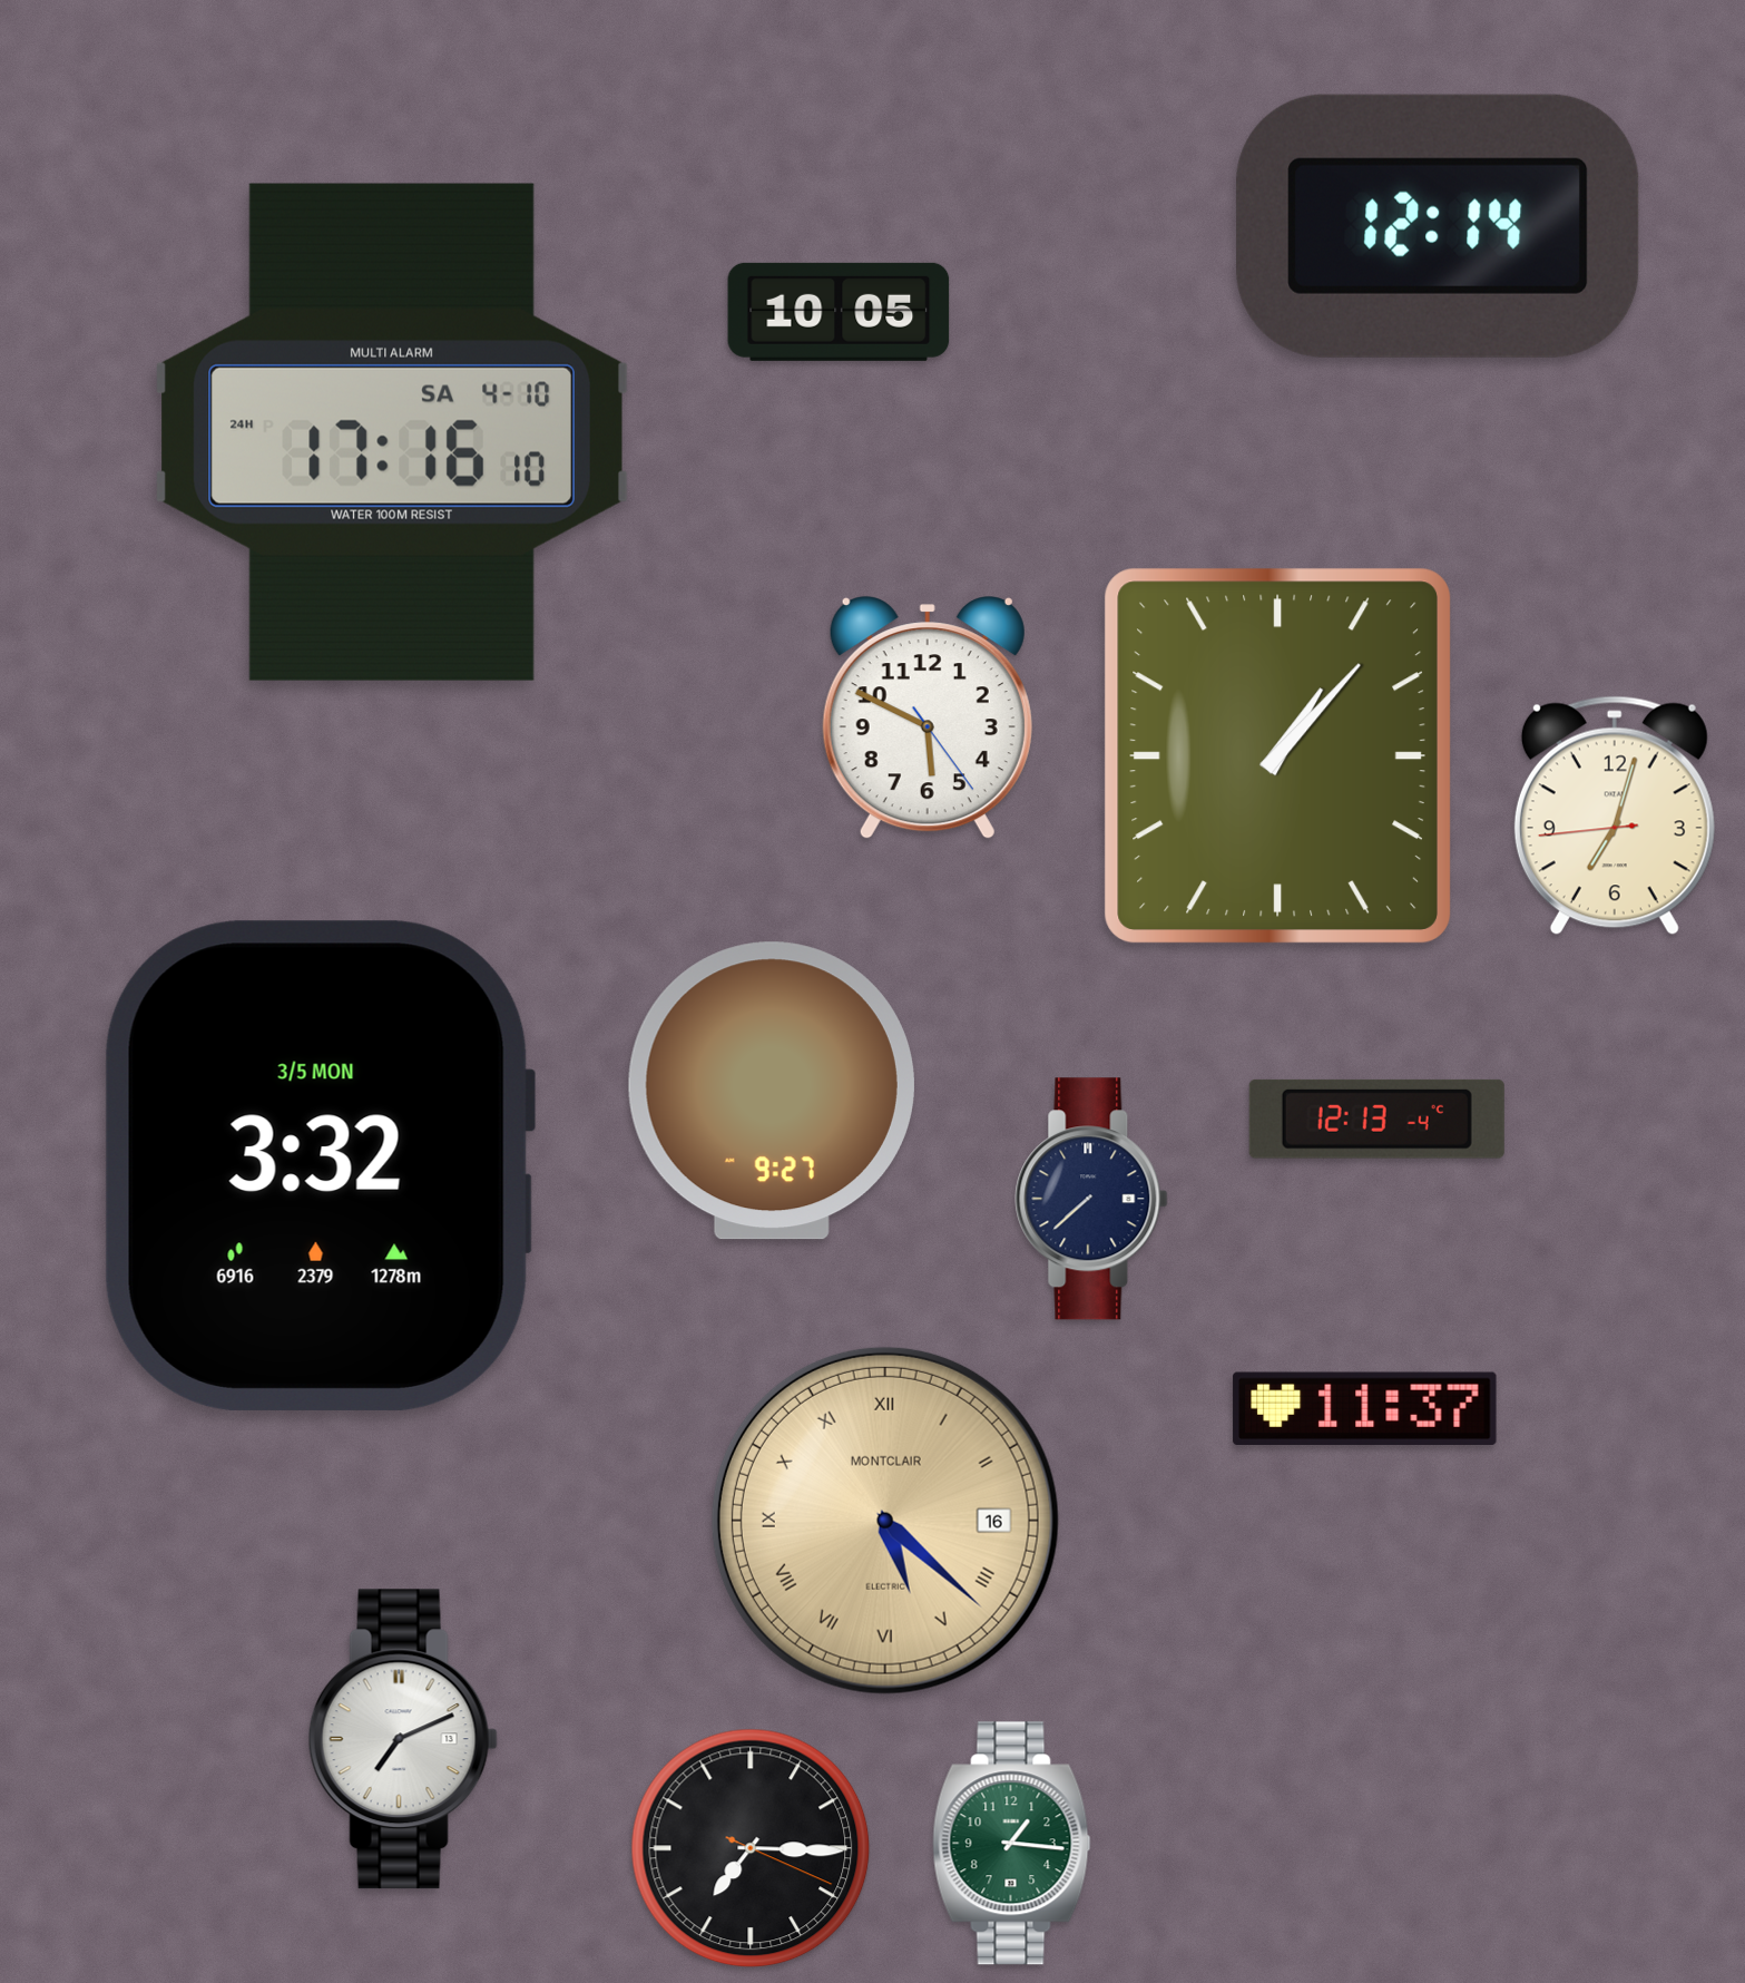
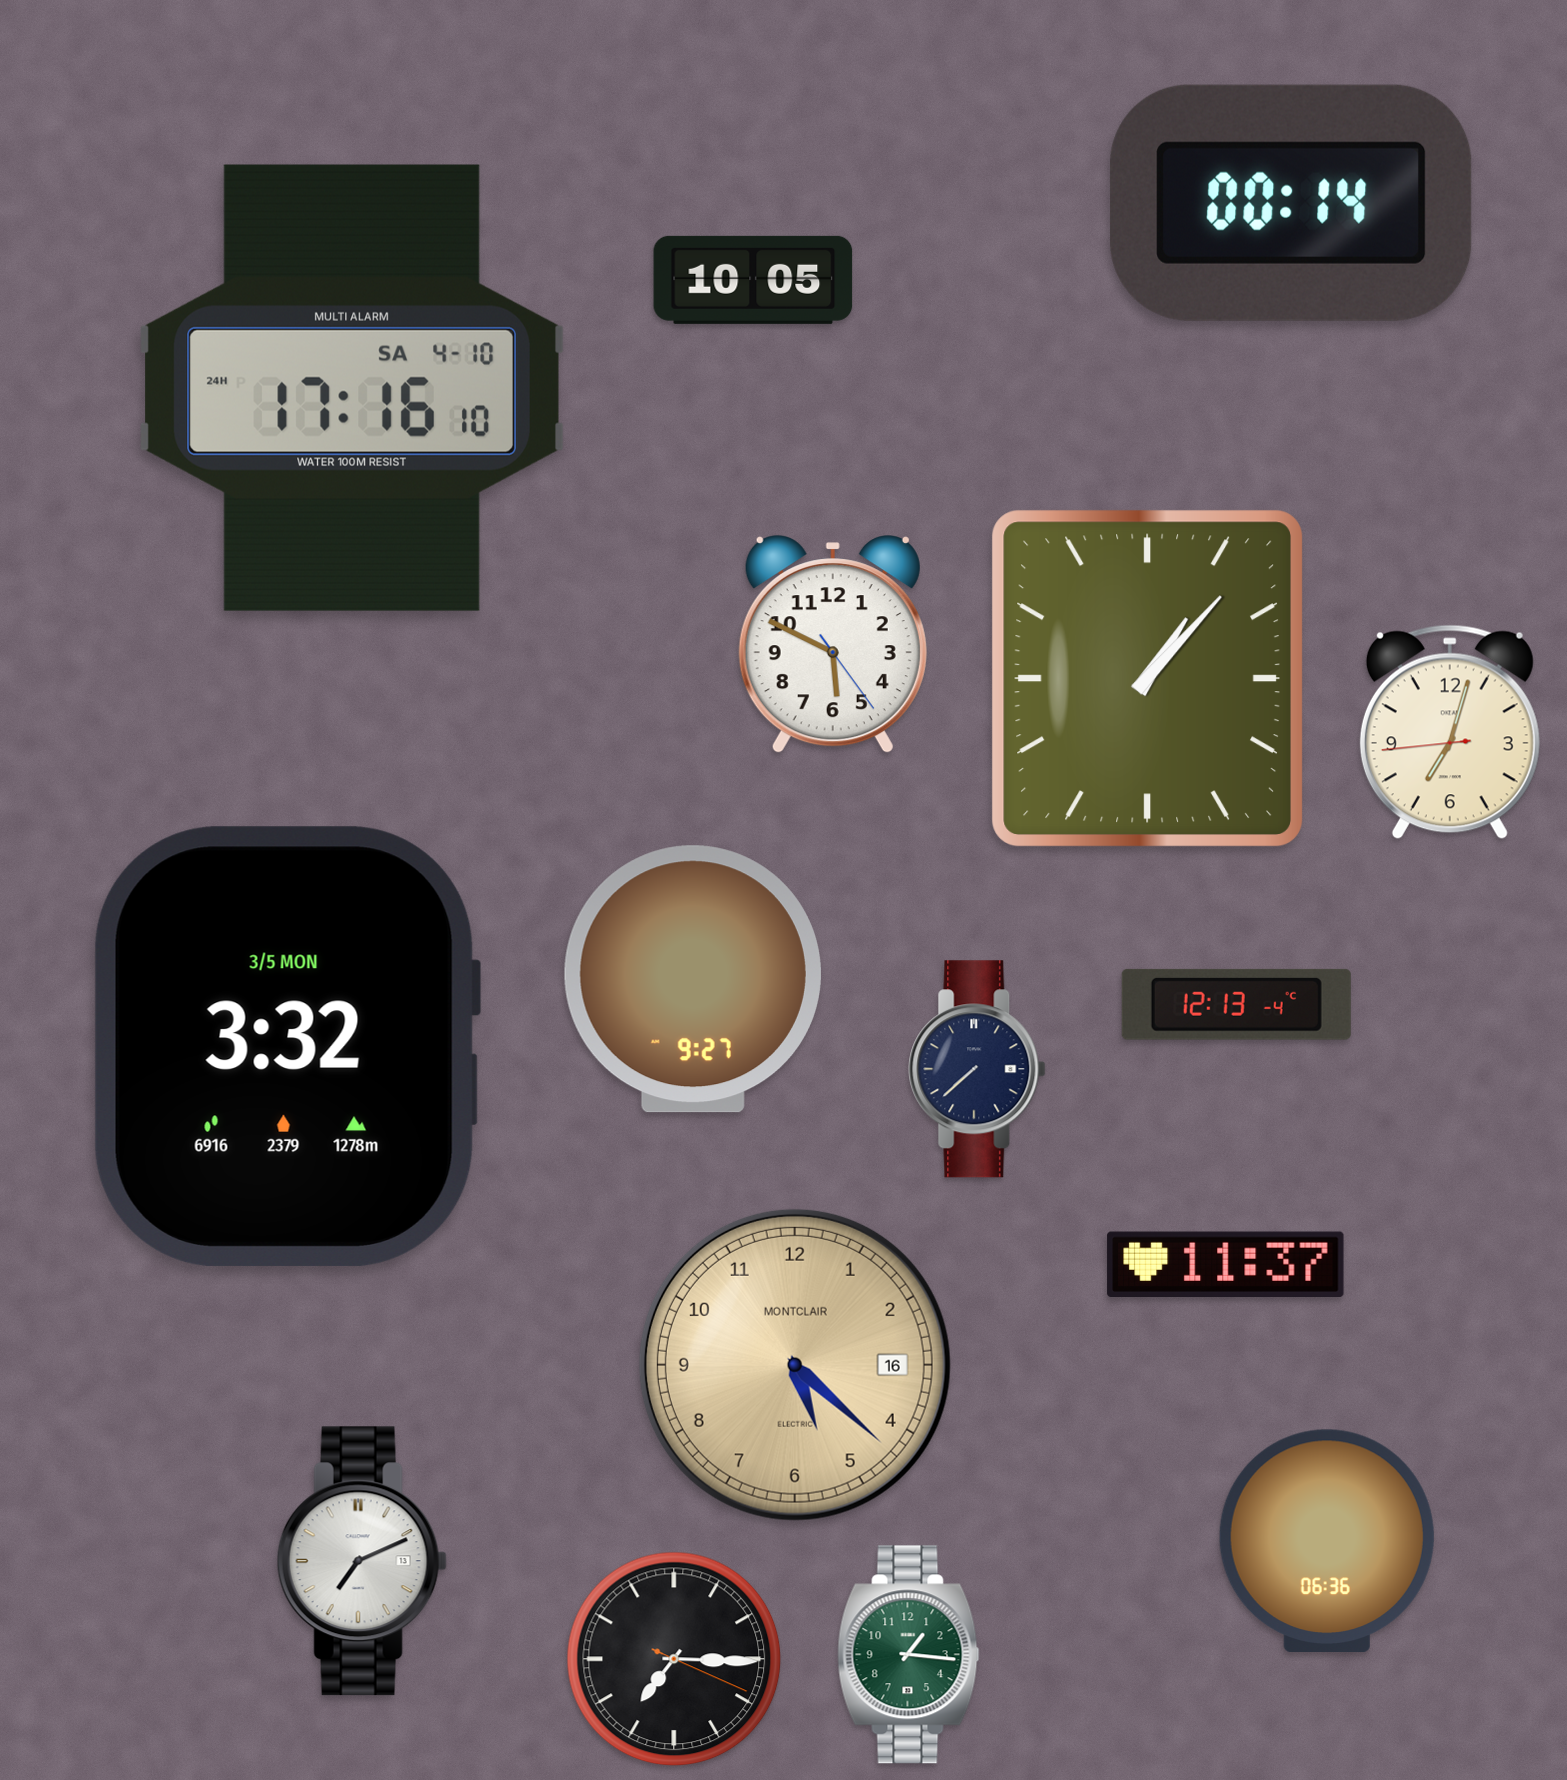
clock at (1438, 226): 12:14 -> 00:14
clock at (1091, 1199) position: (1091, 1199) -> (977, 1069)
clock at (885, 1521) numerals: Roman -> Arabic
clock at (1327, 1540): none -> 06:36
